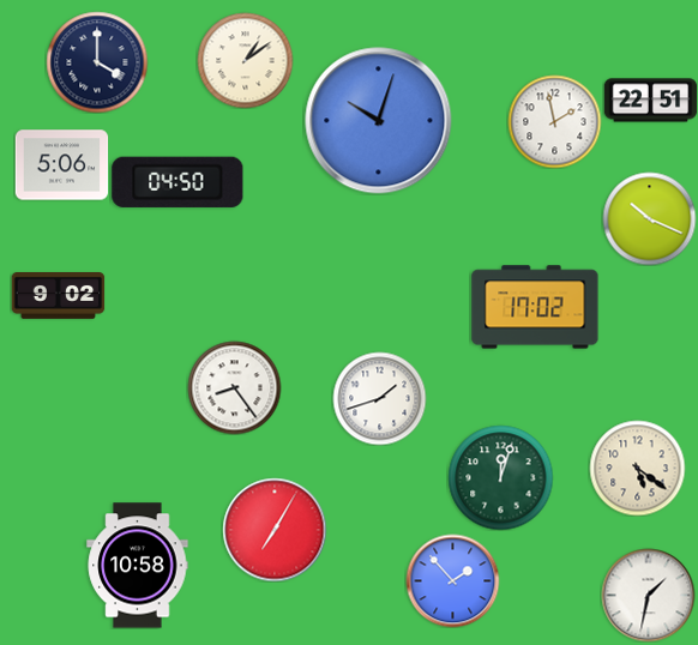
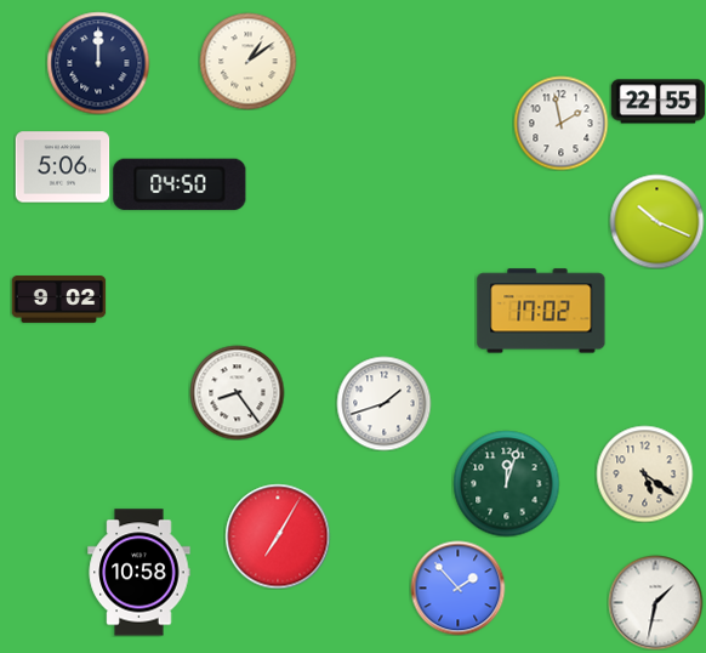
clock at (97, 62): 4:00 -> 12:00
clock at (650, 101): 22:51 -> 22:55
clock at (379, 121): 10:03 -> none
